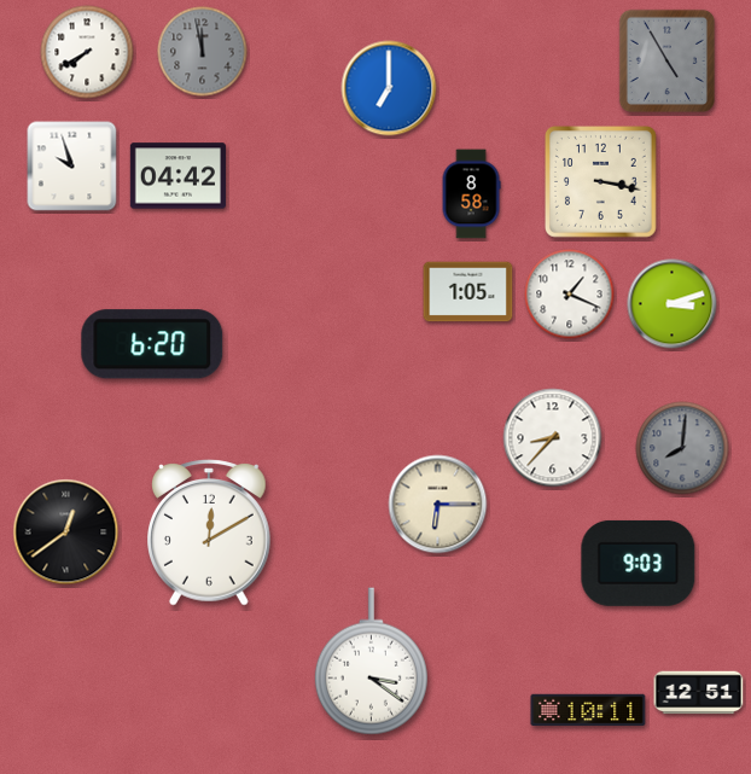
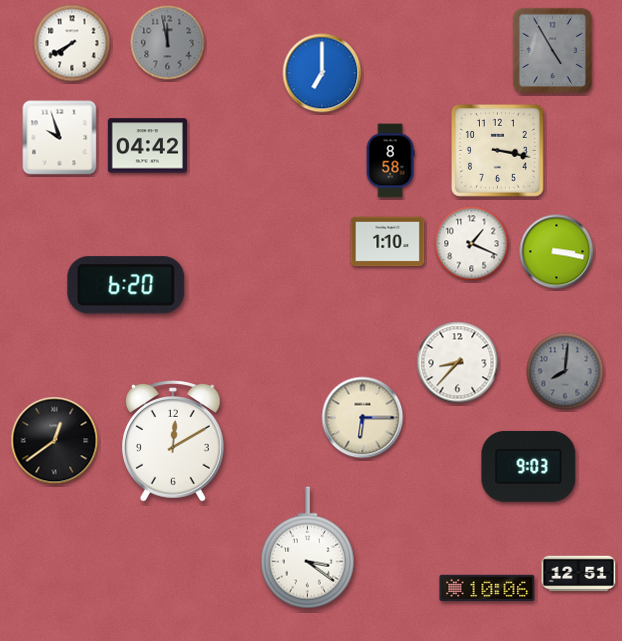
clock at (468, 292): 1:05 -> 1:10
clock at (673, 304): 3:12 -> 3:17
clock at (588, 710): 10:11 -> 10:06
